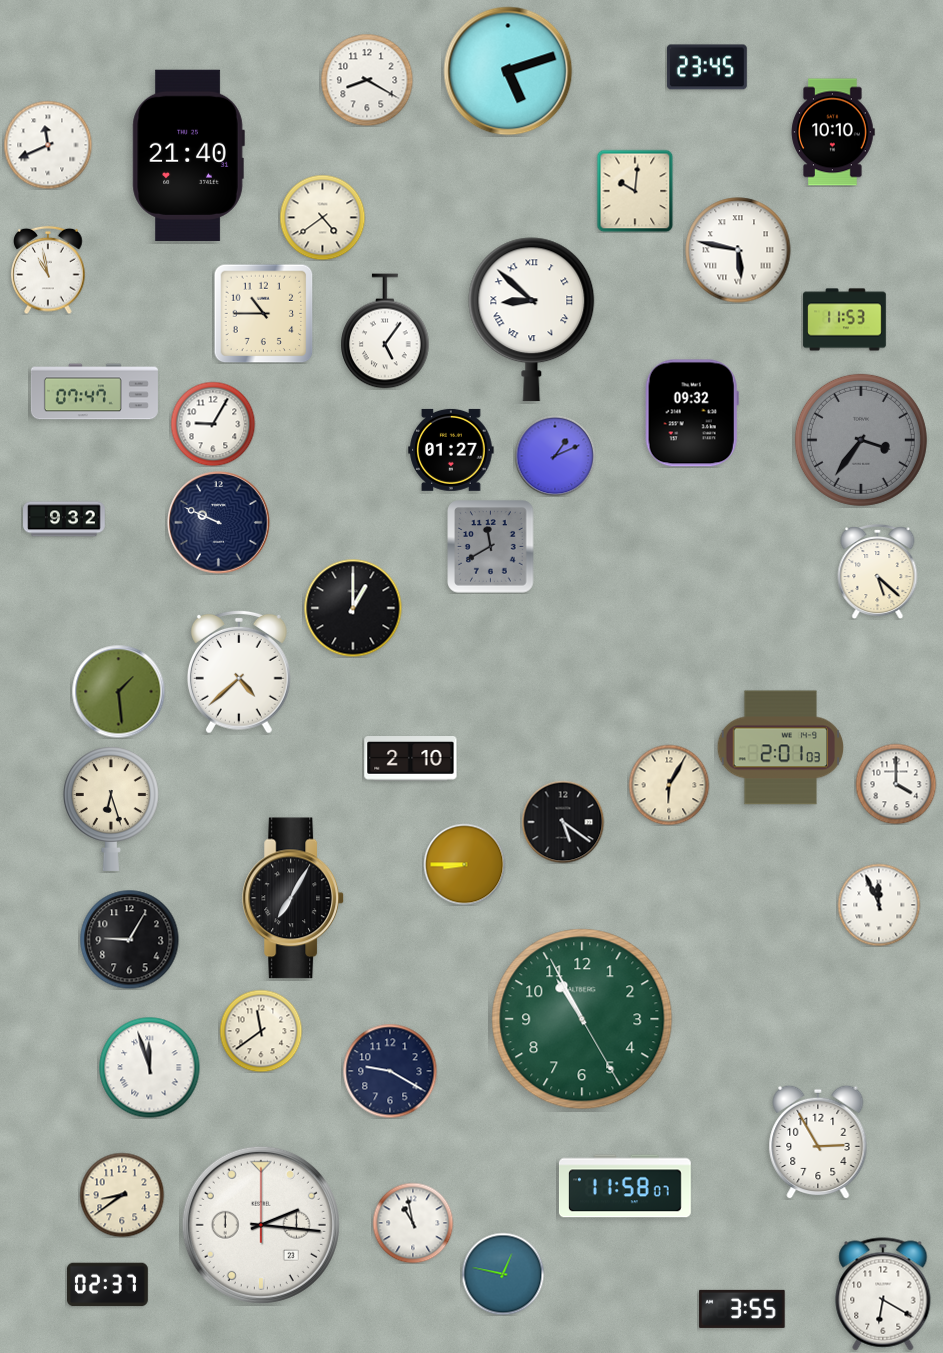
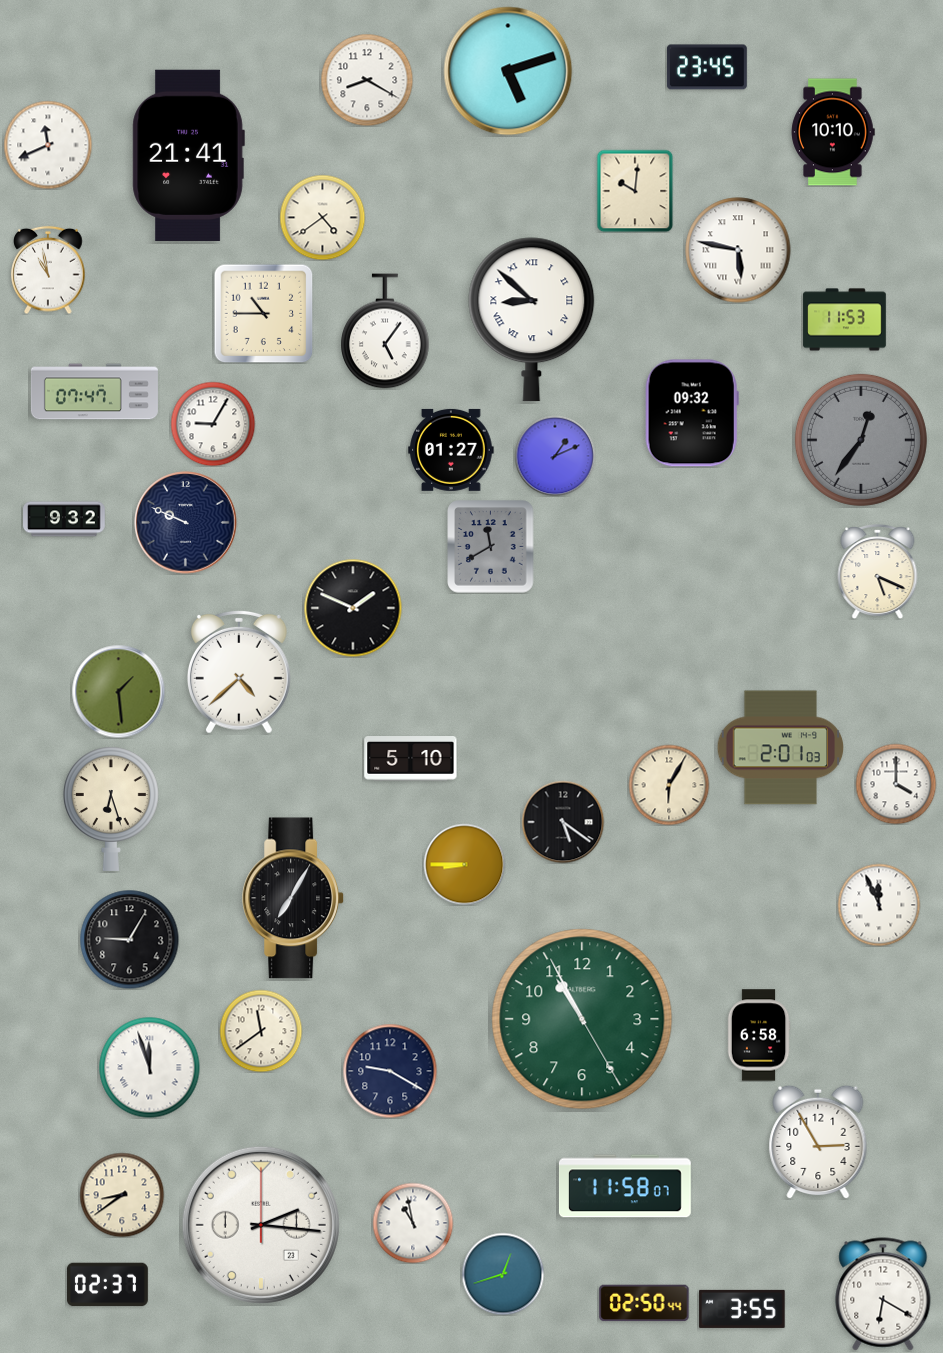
clock at (188, 155): 21:40 -> 21:41
clock at (861, 440): 3:36 -> 12:36
clock at (219, 523) position: (219, 523) -> (186, 523)
clock at (878, 572): 5:22 -> 5:19
clock at (353, 608): 1:00 -> 1:49
clock at (411, 759): 2:10 -> 5:10
clock at (759, 1035): none -> 6:58
clock at (503, 1274): 12:47 -> 12:42
clock at (644, 1303): none -> 02:50
